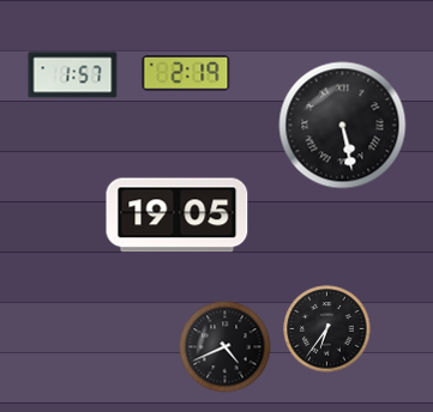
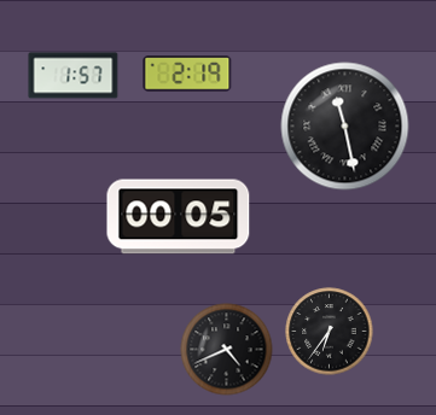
clock at (343, 126): 5:28 -> 11:28
clock at (178, 216): 19:05 -> 00:05
